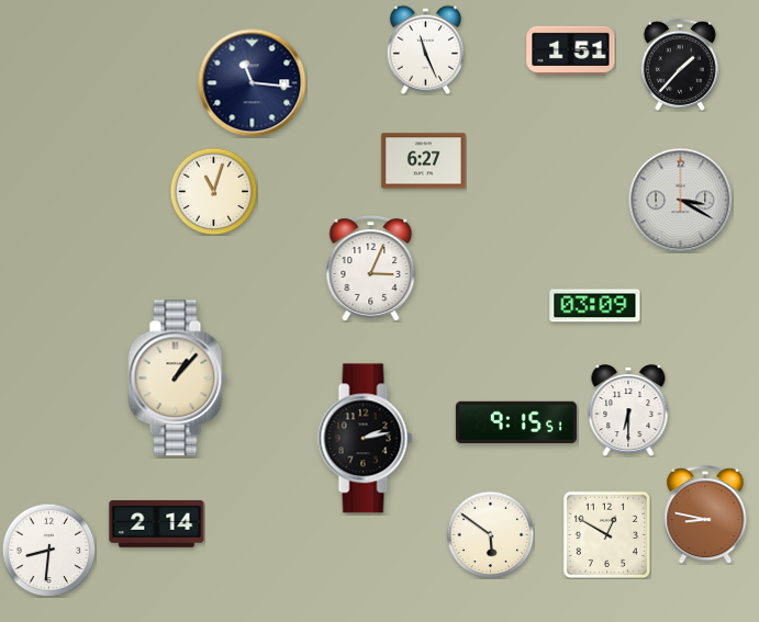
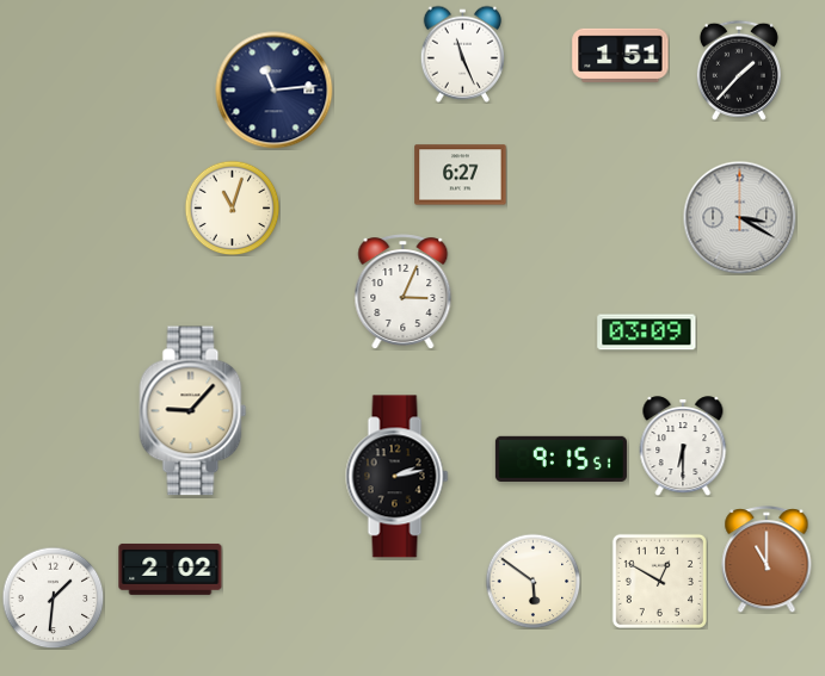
clock at (253, 83): 11:16 -> 11:14
clock at (178, 378): 1:07 -> 9:07
clock at (705, 514): 8:47 -> 11:00
clock at (157, 523): 2:14 -> 2:02
clock at (48, 550): 8:31 -> 1:31
